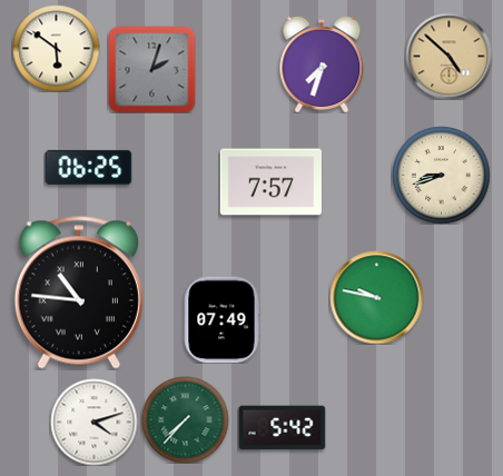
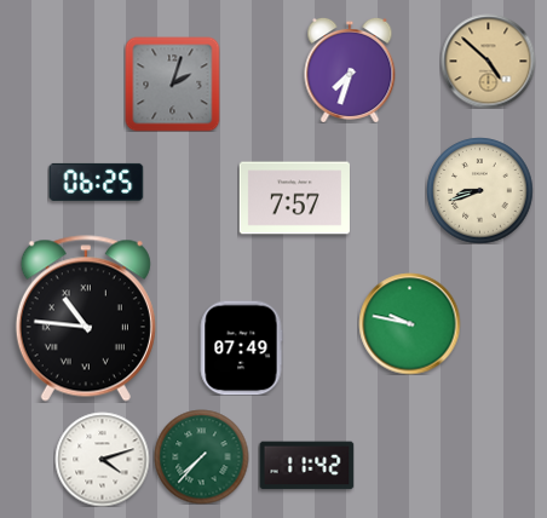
clock at (56, 48): 5:51 -> none
clock at (151, 69) position: (151, 69) -> (172, 84)
clock at (282, 428): 5:42 -> 11:42
